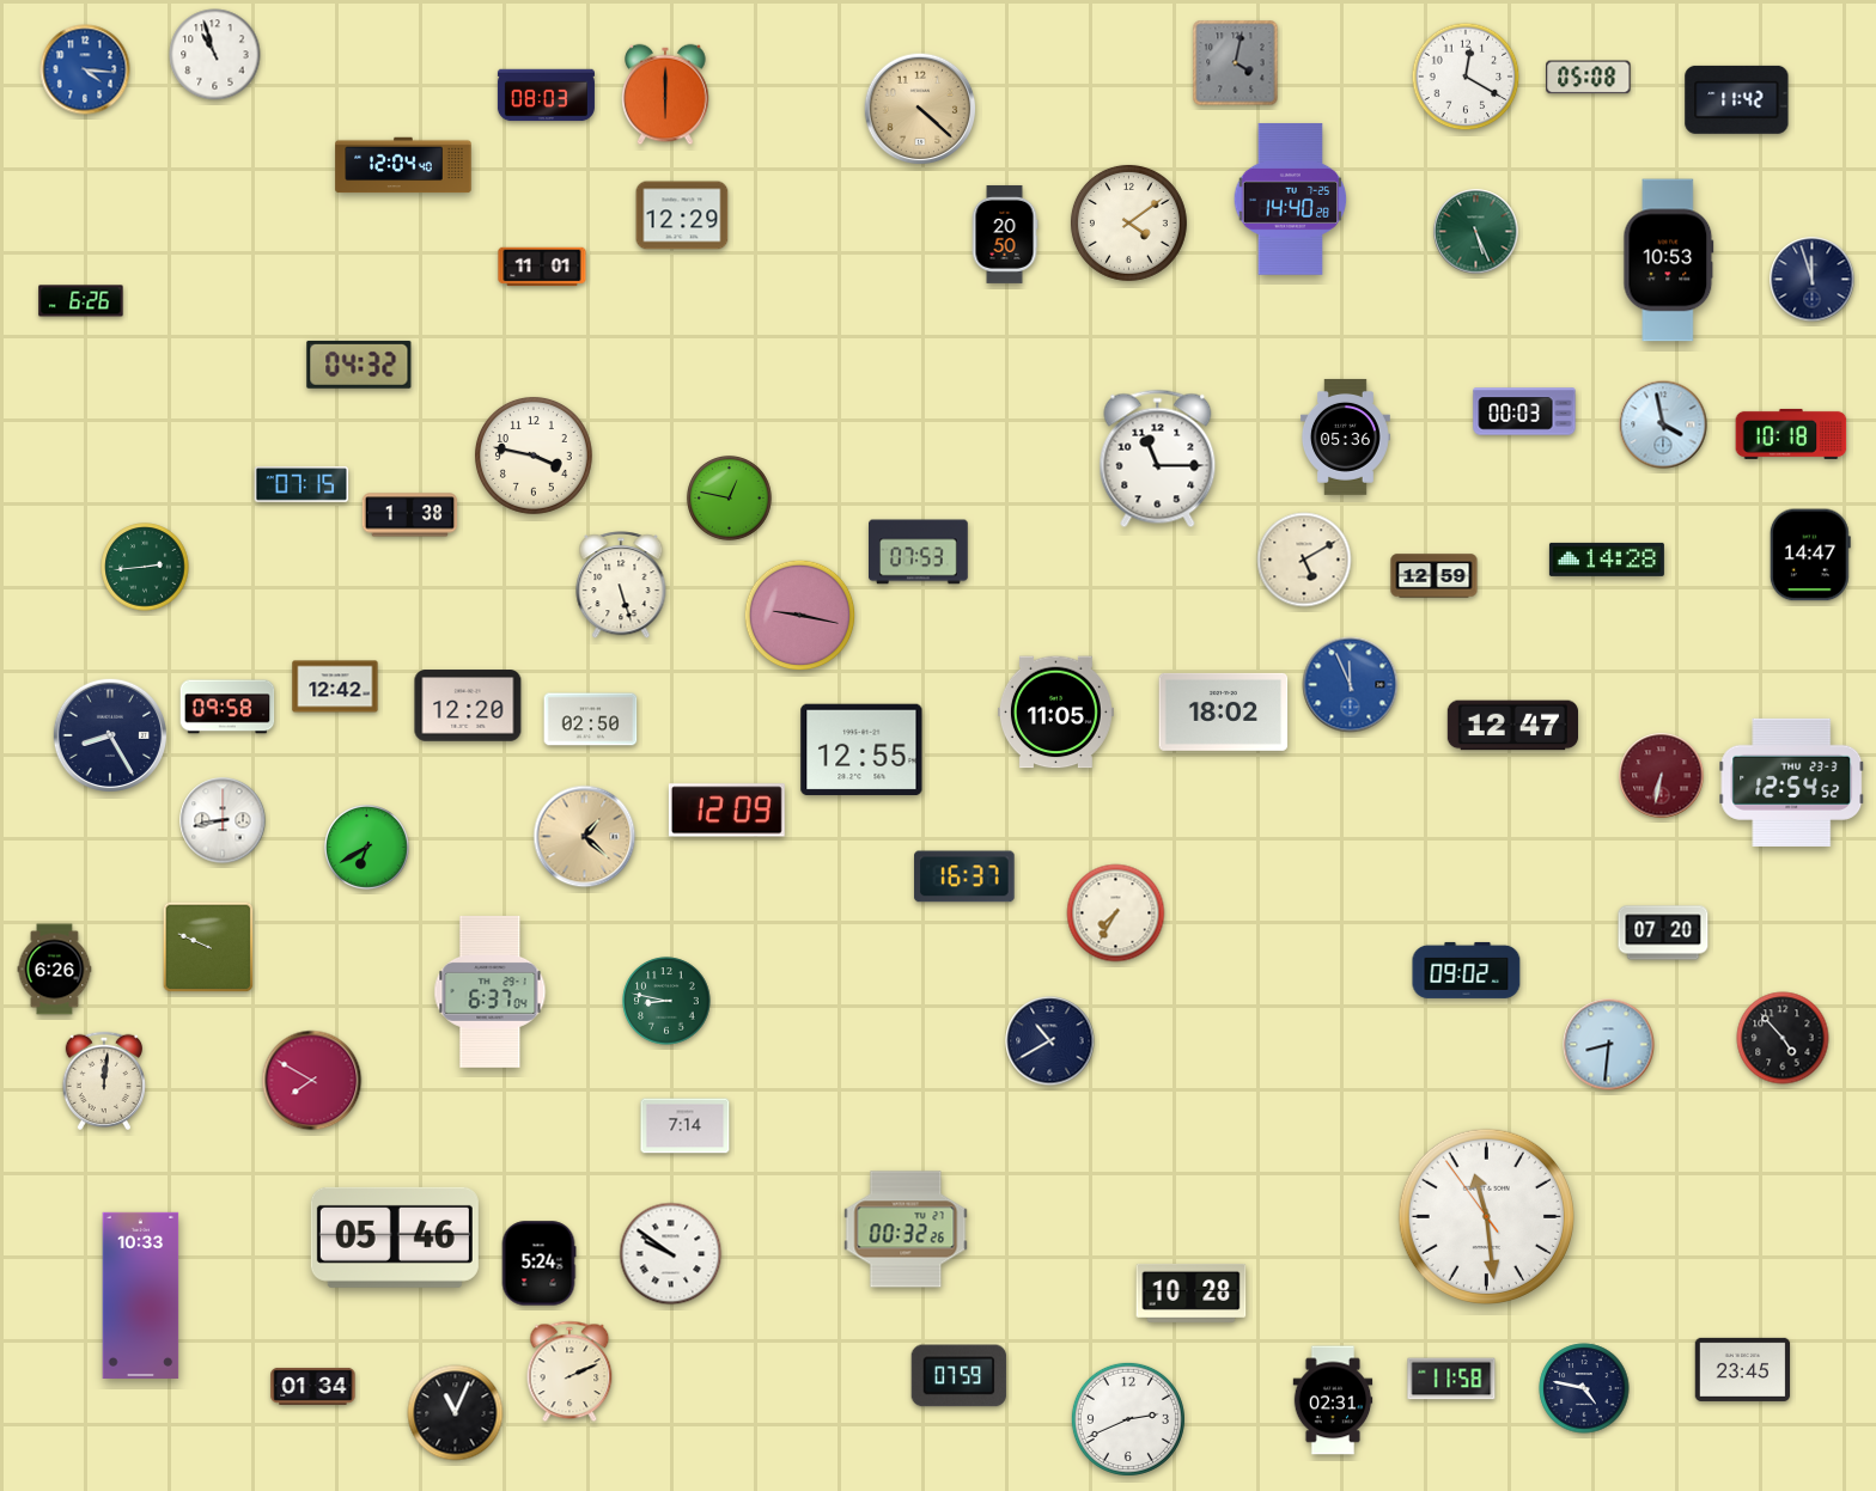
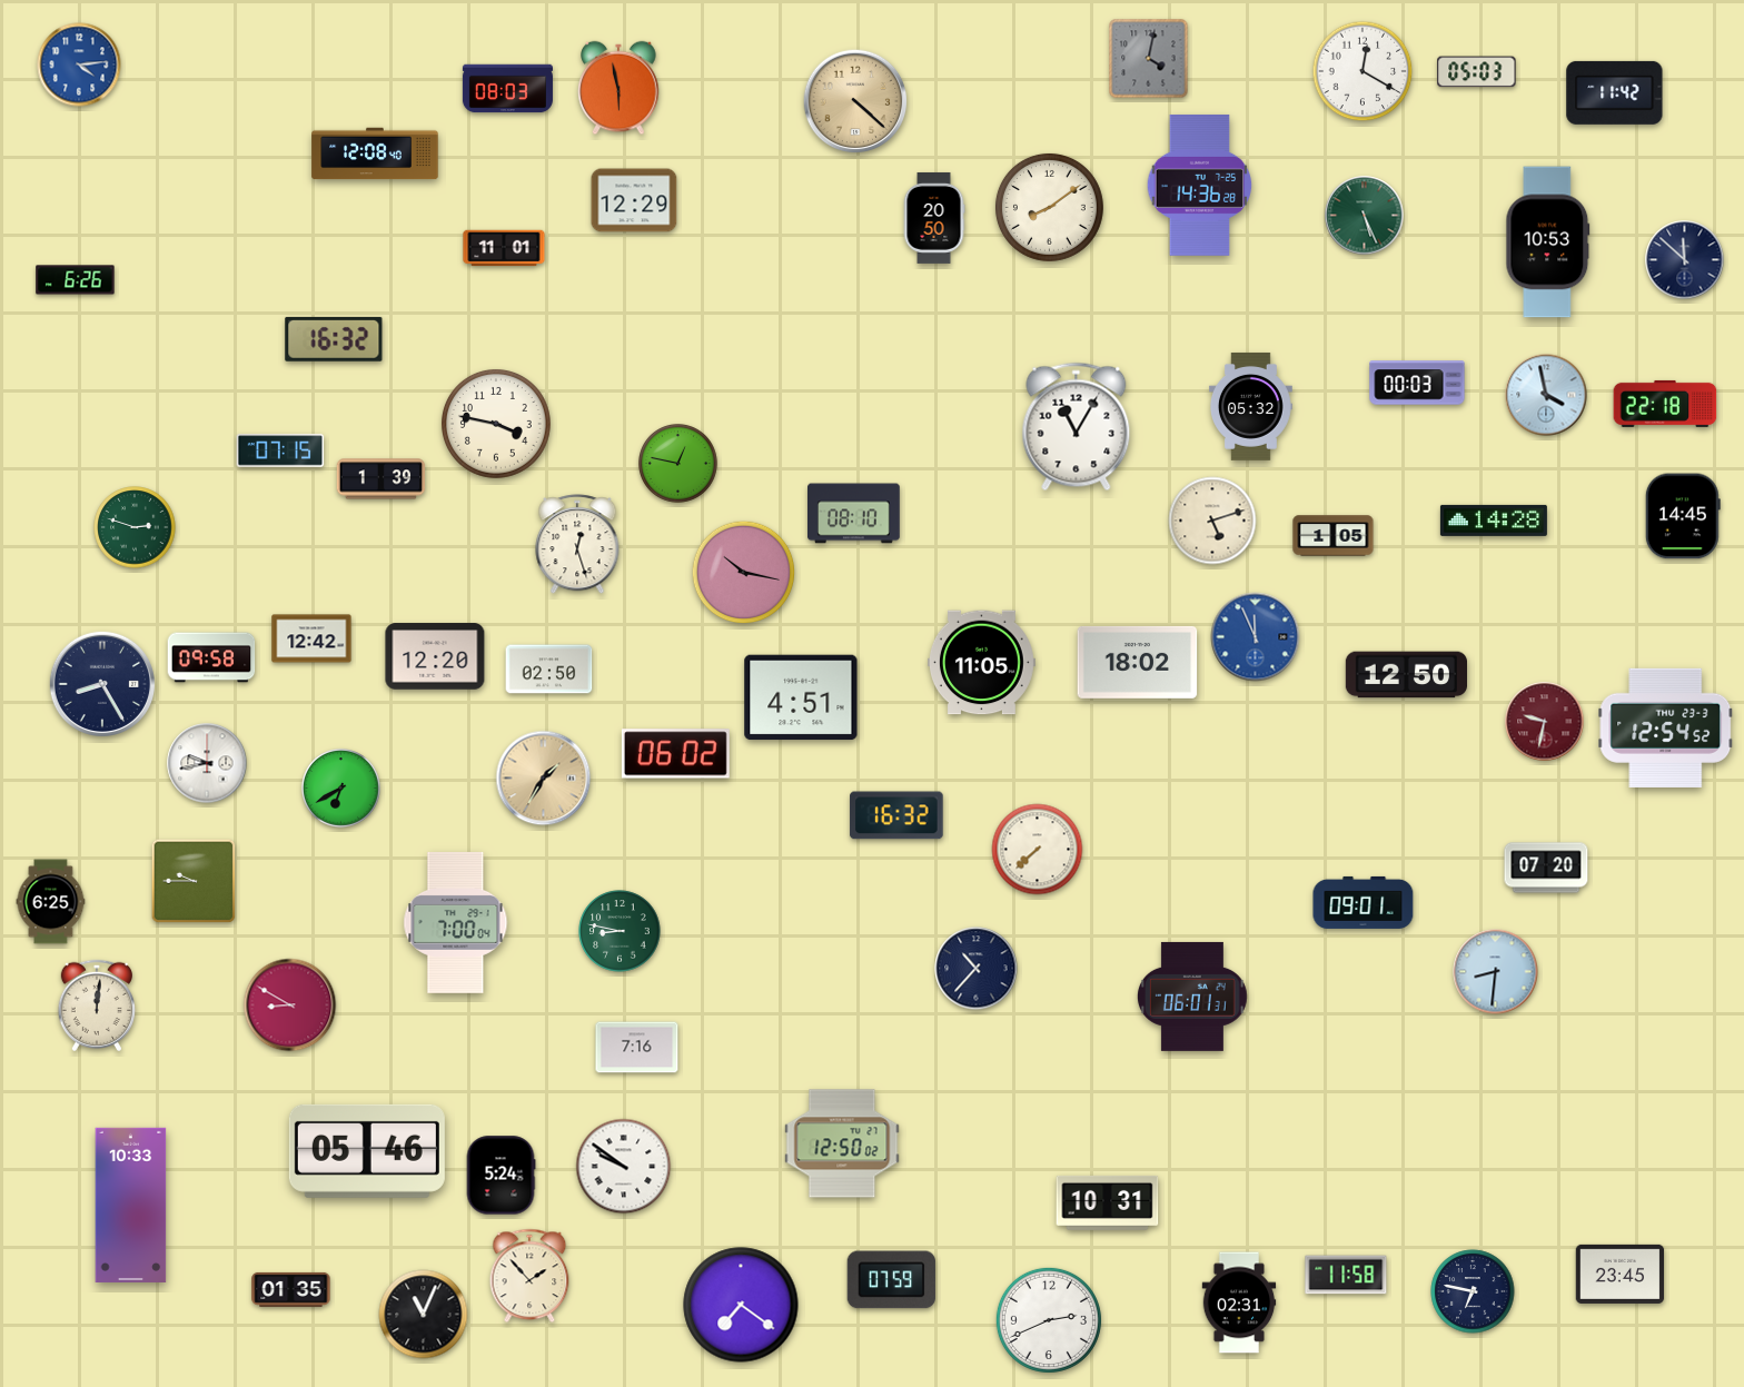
clock at (215, 55): 10:57 -> none
clock at (85, 69): 4:16 -> 4:14
clock at (1589, 78): 05:08 -> 05:03
clock at (665, 94): 6:00 -> 5:58
clock at (403, 165): 12:04 -> 12:08
clock at (1291, 198): 14:40 -> 14:36
clock at (1128, 222): 4:09 -> 8:09
clock at (1476, 232) position: (1476, 232) -> (1365, 216)
clock at (1669, 261) position: (1669, 261) -> (1548, 242)
clock at (1813, 280): 11:57 -> 11:52
clock at (359, 365): 04:32 -> 16:32
clock at (1791, 434): 10:18 -> 22:18
clock at (1346, 436): 05:36 -> 05:32
clock at (1158, 459): 11:15 -> 11:05
clock at (410, 515): 1:38 -> 1:39
clock at (919, 552): 07:53 -> 08:10
clock at (1810, 555): 14:47 -> 14:45
clock at (1304, 560): 5:10 -> 5:12
clock at (145, 567): 2:44 -> 2:48
clock at (1435, 576): 12:59 -> 1:05
clock at (621, 586): 5:27 -> 12:27
clock at (800, 616): 9:17 -> 10:17
clock at (1512, 726): 12:47 -> 12:50
clock at (861, 750): 12:55 -> 4:51
clock at (1662, 776): 6:32 -> 9:32
clock at (726, 811): 12:09 -> 06:02
clock at (223, 820): 8:43 -> 9:43
clock at (585, 837): 1:22 -> 1:35
clock at (964, 876): 16:37 -> 16:32
clock at (1116, 913): 7:35 -> 7:38
clock at (208, 947): 9:49 -> 9:45
clock at (55, 970): 6:26 -> 6:25
clock at (1467, 970): 09:02 -> 09:01
clock at (491, 992): 6:37 -> 7:00
clock at (1783, 1038): 4:53 -> none
clock at (1050, 1041): 10:40 -> 10:37
clock at (1192, 997): none -> 06:01
clock at (312, 1081): 7:50 -> 8:50
clock at (686, 1126): 7:14 -> 7:16
clock at (1486, 1216): 11:28 -> none
clock at (906, 1229): 00:32 -> 12:50
clock at (1192, 1293): 10:28 -> 10:31
clock at (569, 1371): 2:11 -> 1:53
clock at (1451, 1379) position: (1451, 1379) -> (1346, 1275)
clock at (313, 1386): 01:34 -> 01:35
clock at (1584, 1388): 4:47 -> 6:47
clock at (741, 1305): none -> 7:21
